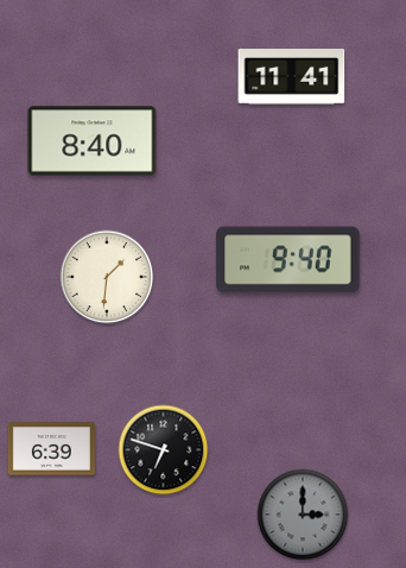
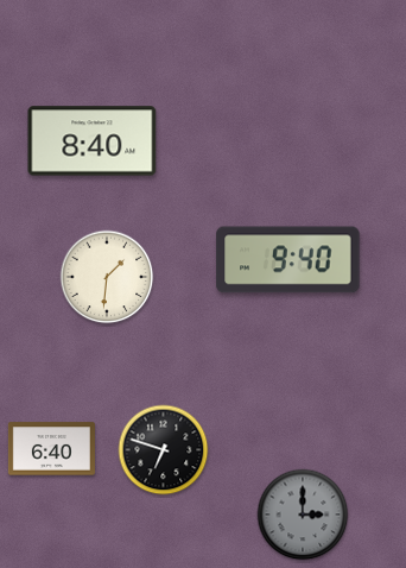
clock at (292, 77): 11:41 -> none
clock at (51, 449): 6:39 -> 6:40
